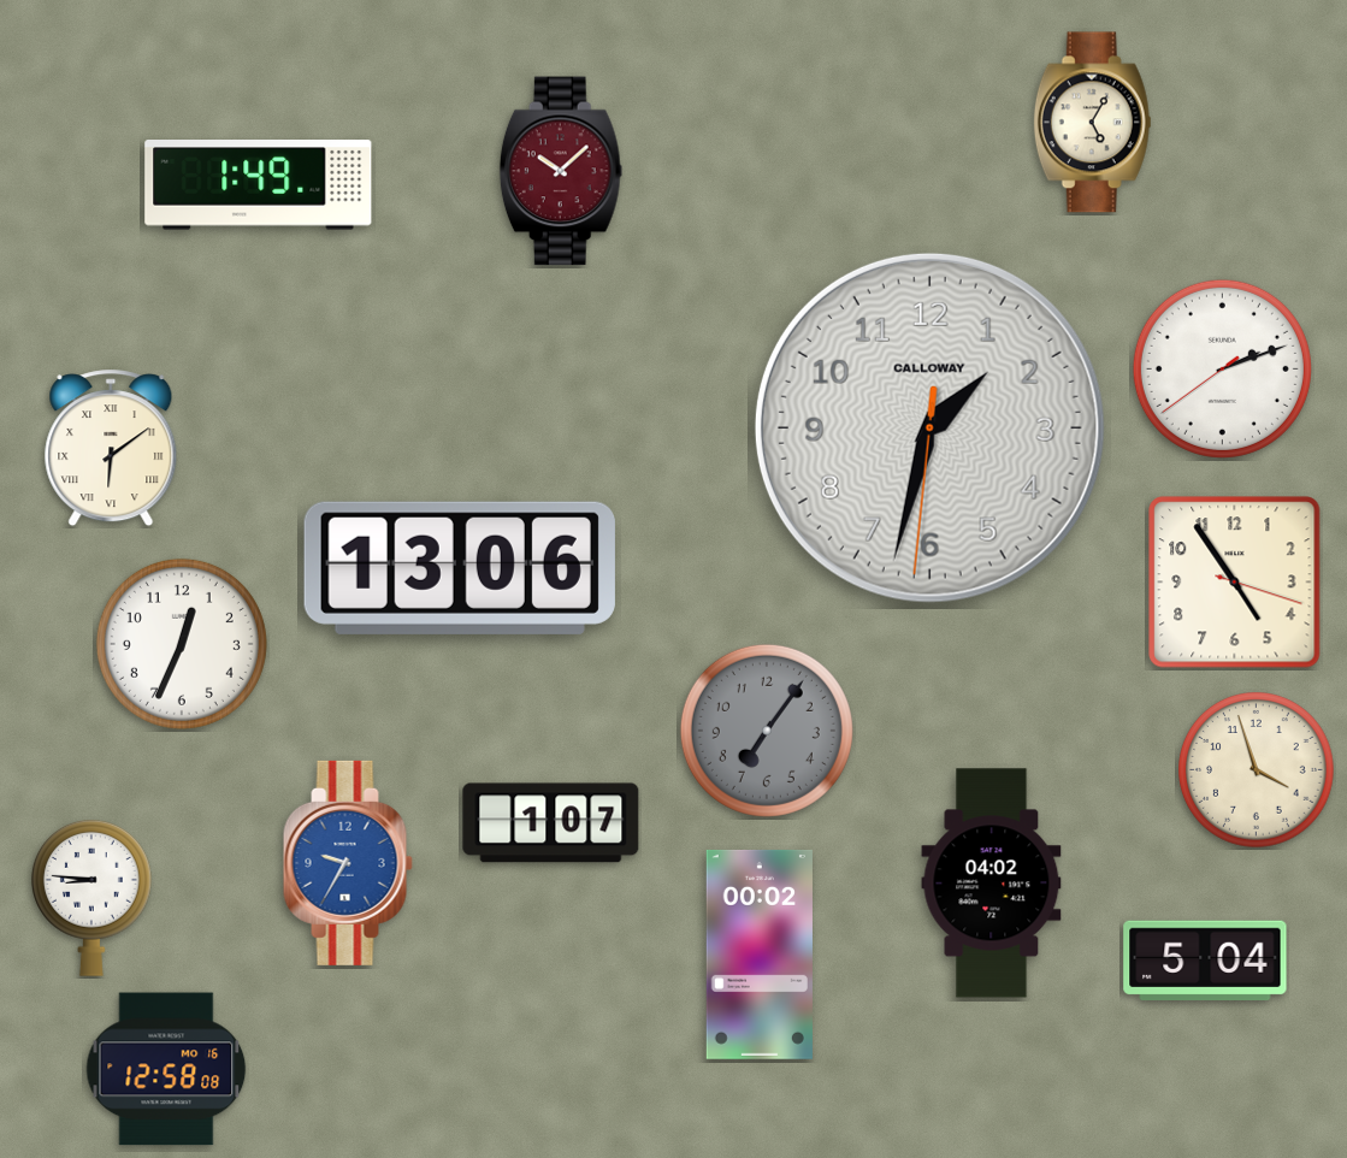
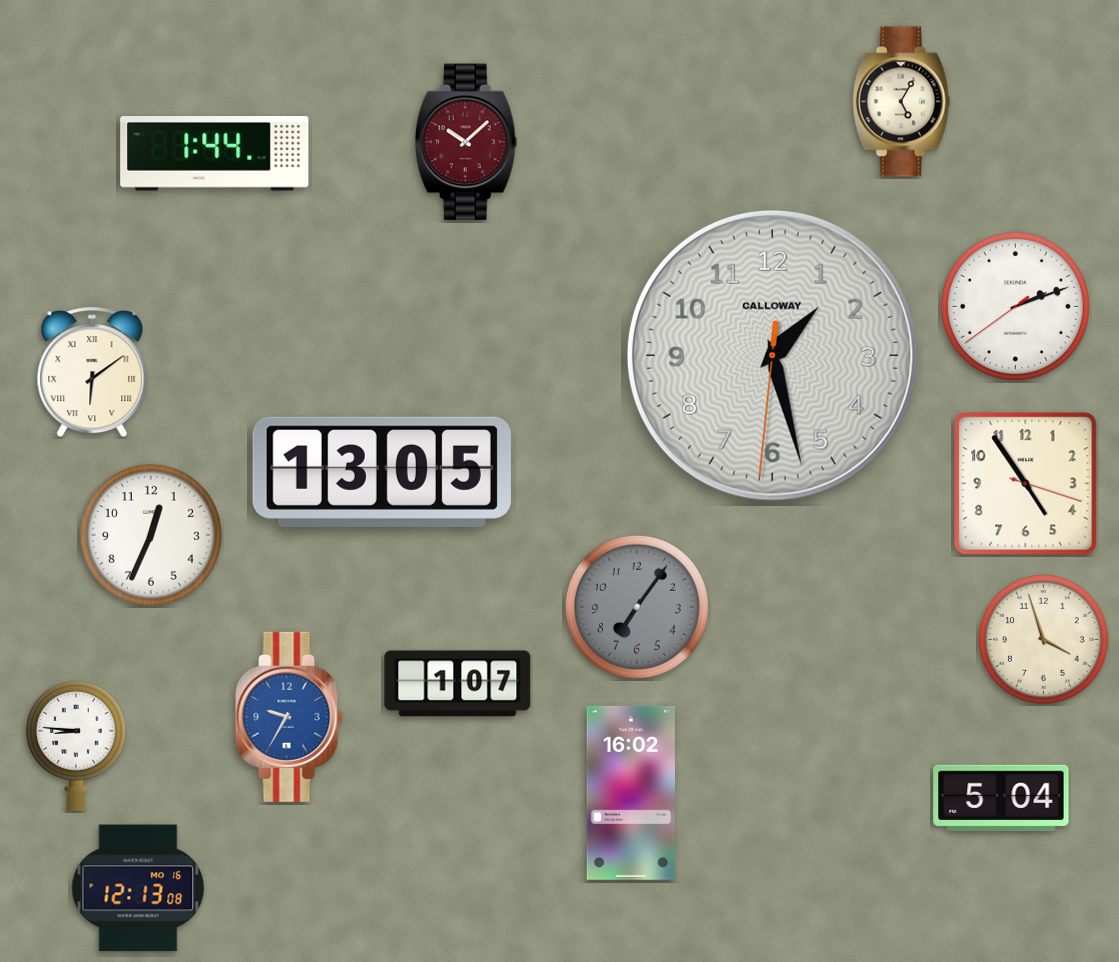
clock at (1092, 123) position: (1092, 123) -> (901, 102)
clock at (259, 185): 1:49 -> 1:44
clock at (929, 427): 1:32 -> 1:27
clock at (460, 568): 13:06 -> 13:05
clock at (992, 884): 04:02 -> none
clock at (760, 955): 00:02 -> 16:02
clock at (166, 1069): 12:58 -> 12:13
